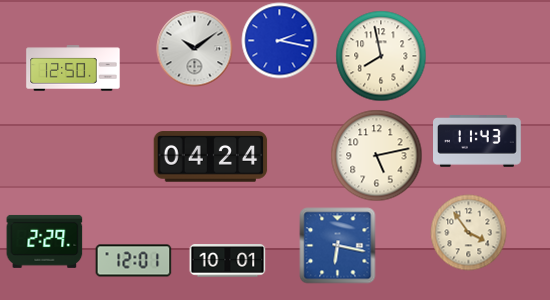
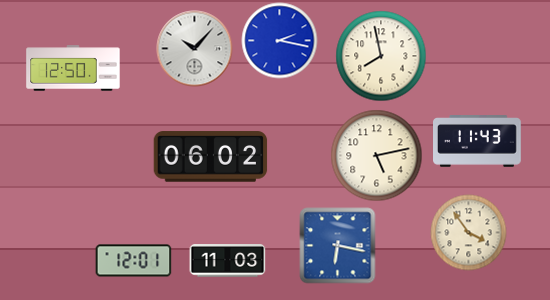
clock at (195, 49): 10:09 -> 10:07
clock at (211, 157): 04:24 -> 06:02
clock at (45, 241): 2:29 -> none
clock at (228, 261): 10:01 -> 11:03
